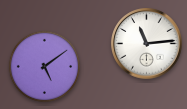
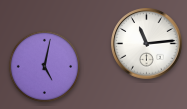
clock at (44, 66): 5:09 -> 5:02
